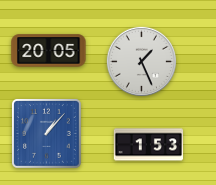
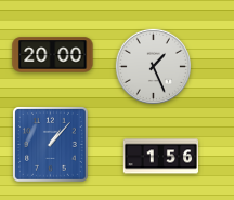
clock at (49, 51): 20:05 -> 20:00
clock at (149, 145): 1:53 -> 1:56
